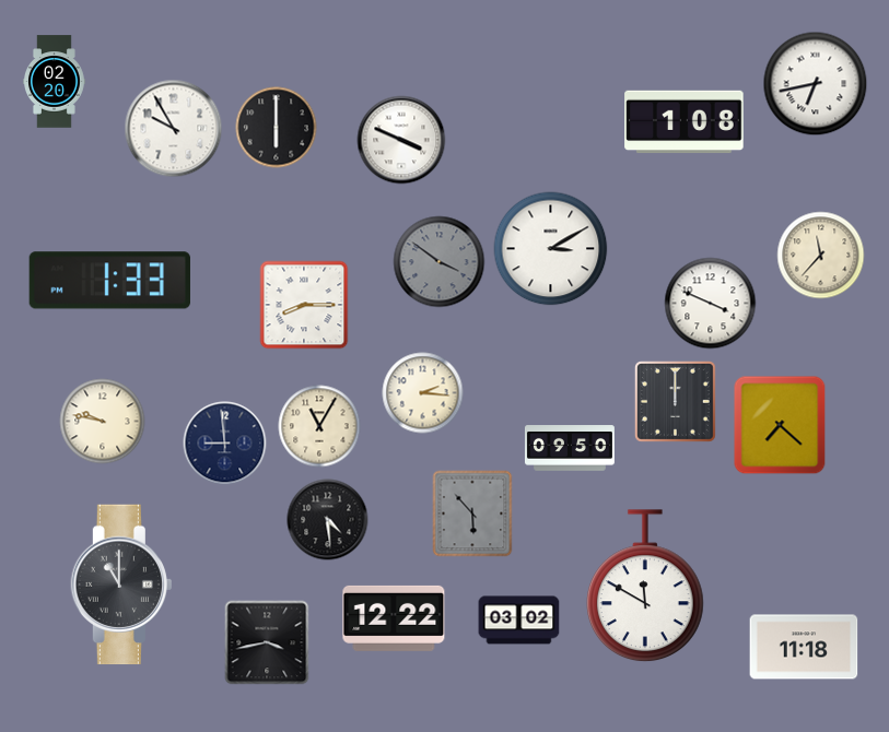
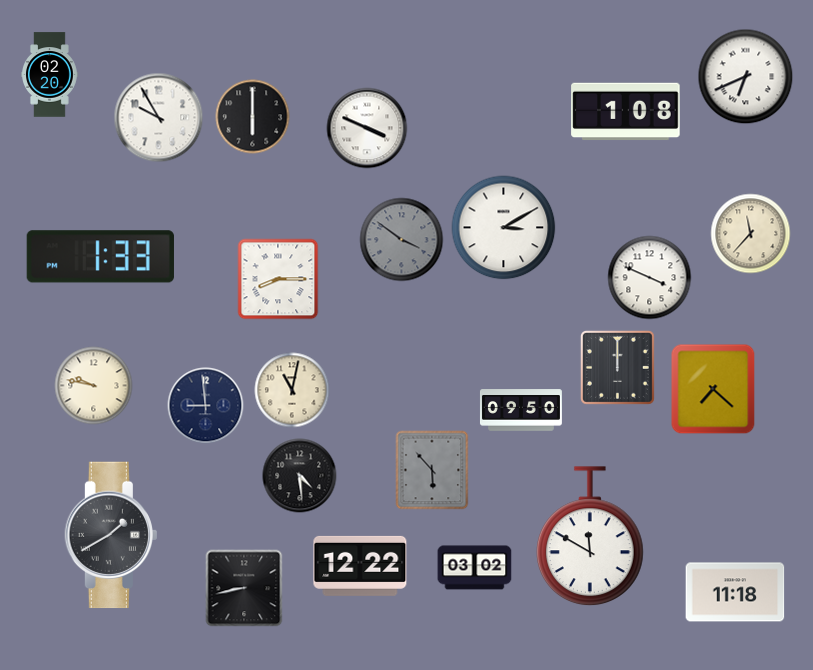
clock at (816, 84): 6:43 -> 6:41
clock at (423, 393): 2:16 -> none
clock at (319, 426): 11:05 -> 11:02
clock at (121, 585): 11:00 -> 1:40
clock at (267, 642): 3:43 -> 8:43
